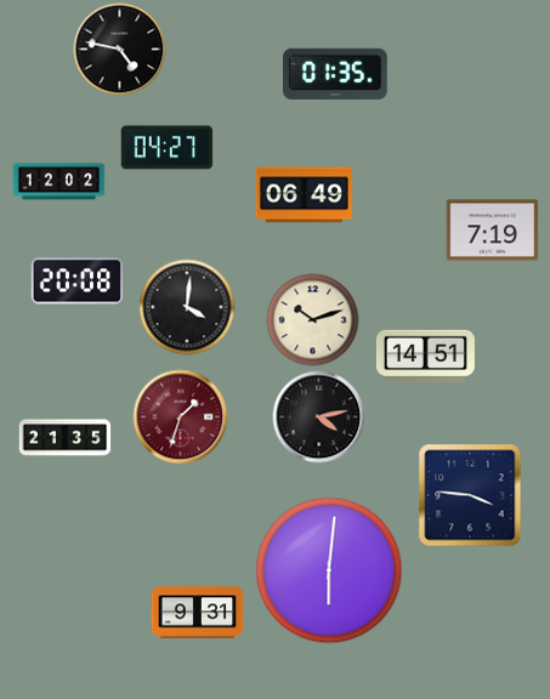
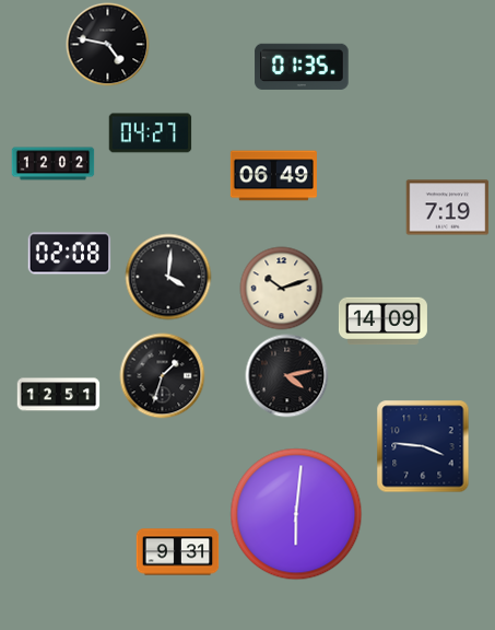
clock at (493, 231) position: (493, 231) -> (448, 208)
clock at (78, 282): 20:08 -> 02:08
clock at (425, 357): 14:51 -> 14:09
clock at (181, 417) dial: burgundy -> black
clock at (66, 438): 21:35 -> 12:51
